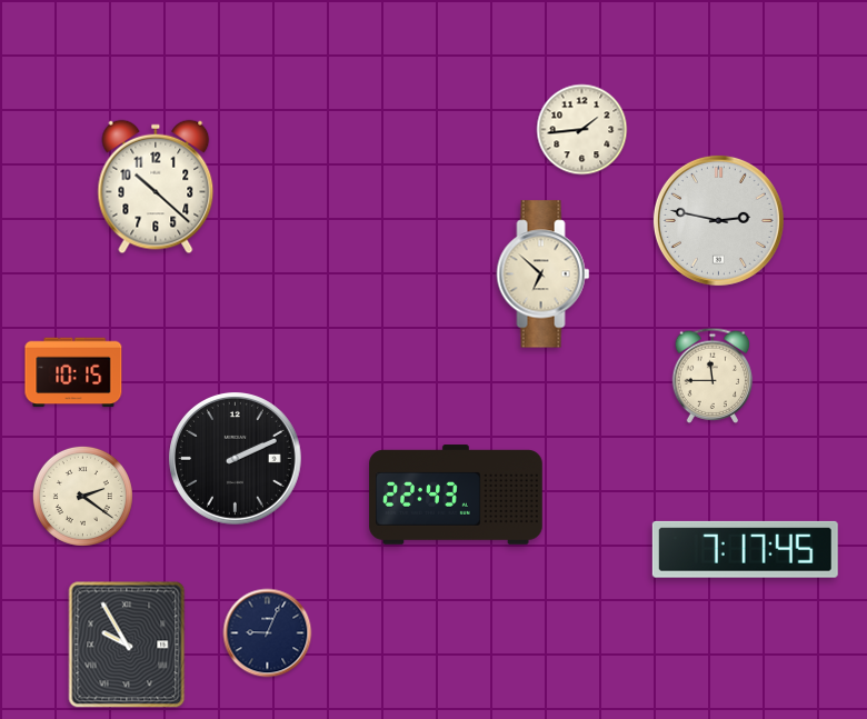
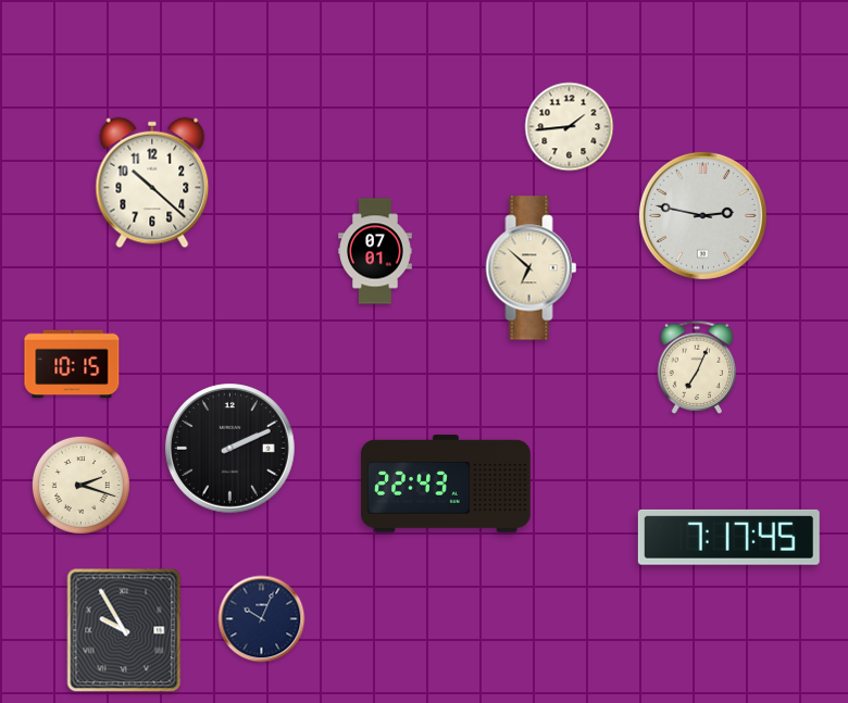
clock at (376, 251): none -> 07:01
clock at (712, 376): 11:45 -> 7:04
clock at (82, 496): 2:21 -> 2:18
clock at (268, 633): 9:04 -> 10:04
